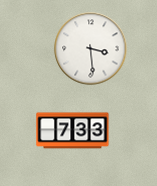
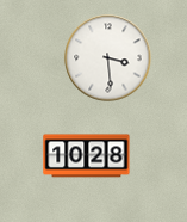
clock at (73, 131): 7:33 -> 10:28
